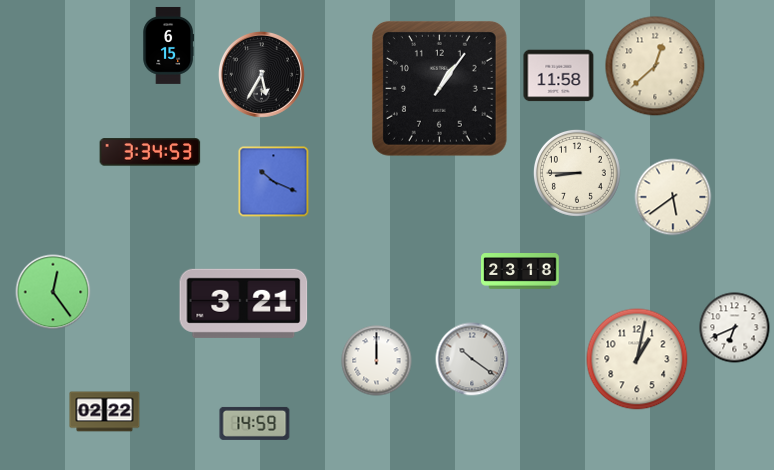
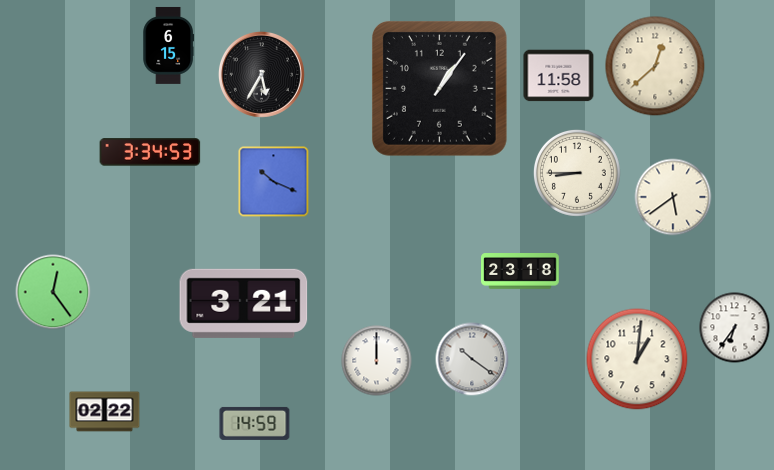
clock at (735, 328): 6:41 -> 6:36
clock at (637, 359): 1:02 -> 1:01
